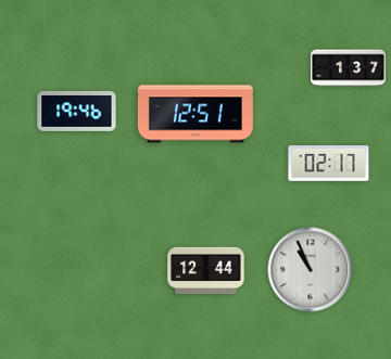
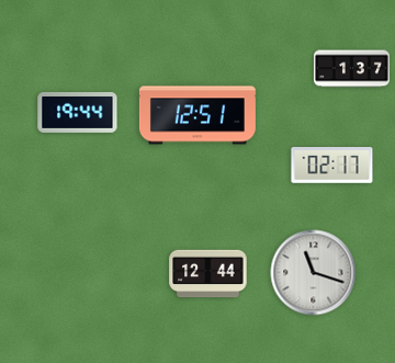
clock at (77, 111): 19:46 -> 19:44
clock at (311, 270): 10:56 -> 11:18
